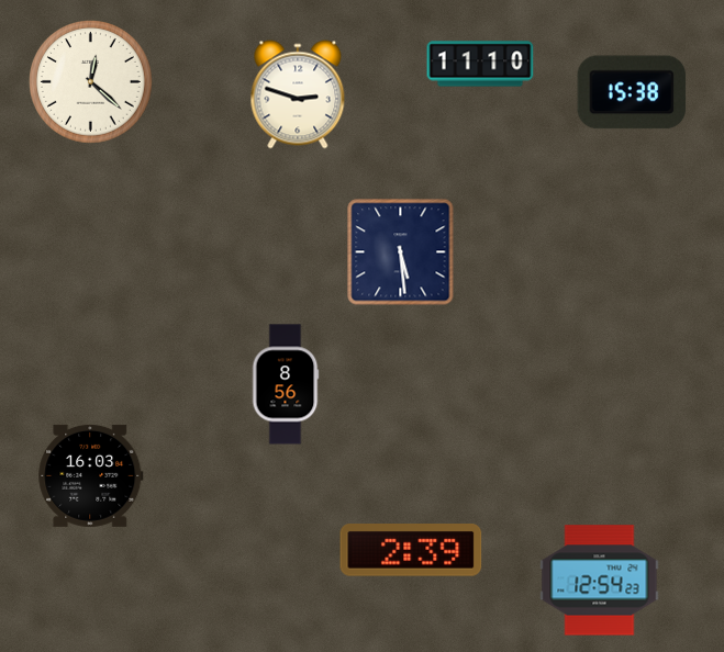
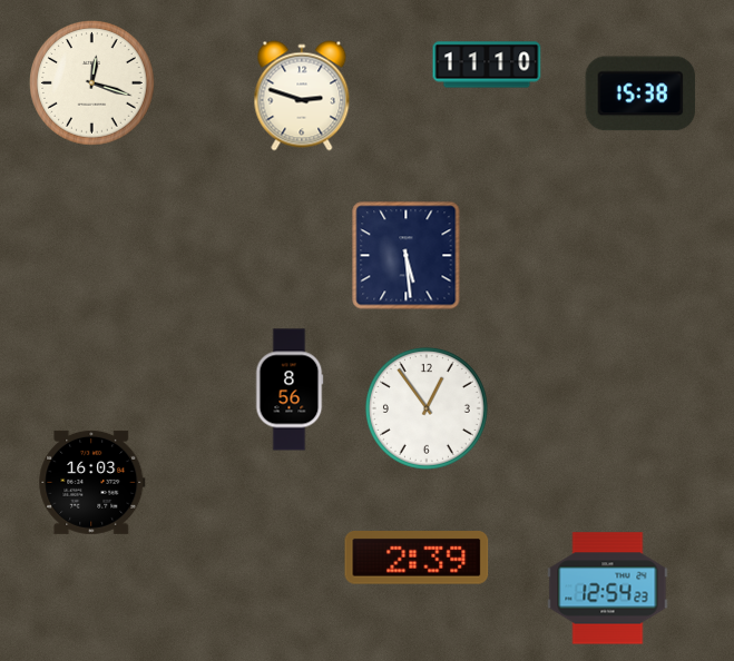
clock at (91, 82): 12:22 -> 12:18
clock at (427, 408): none -> 12:54
